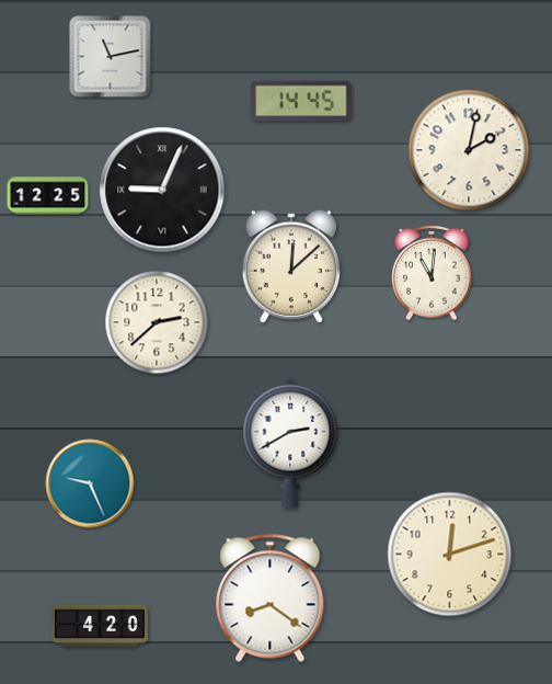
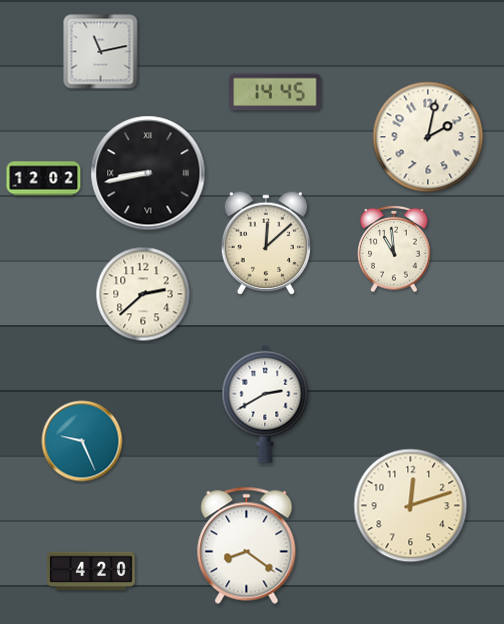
clock at (162, 190): 9:04 -> 8:43
clock at (48, 196): 12:25 -> 12:02
clock at (432, 273): 11:01 -> 10:59
